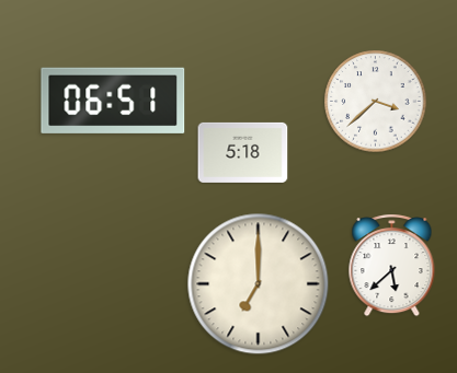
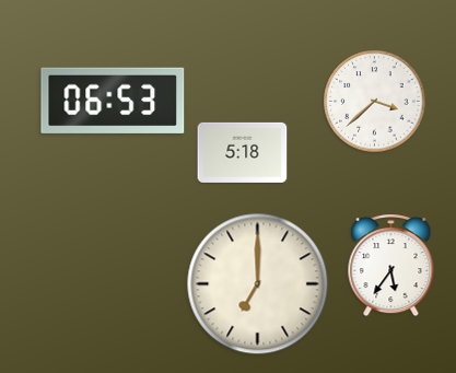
clock at (113, 101): 06:51 -> 06:53
clock at (392, 266): 5:38 -> 5:36
